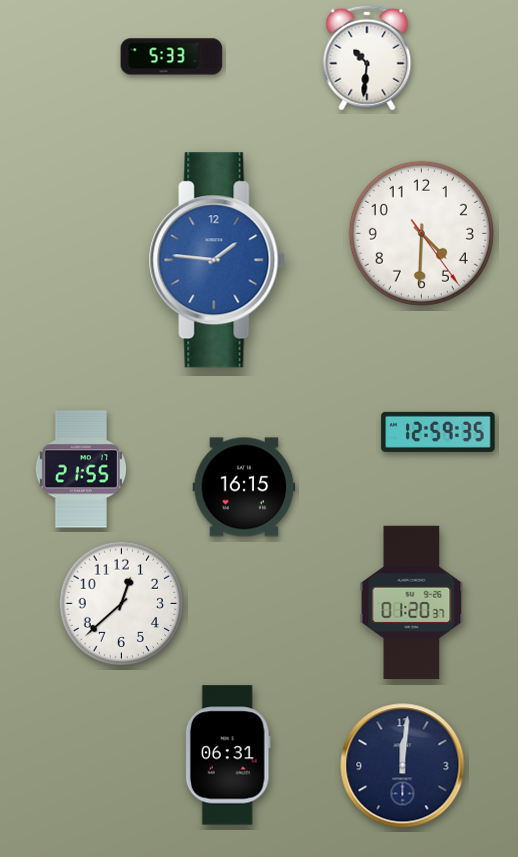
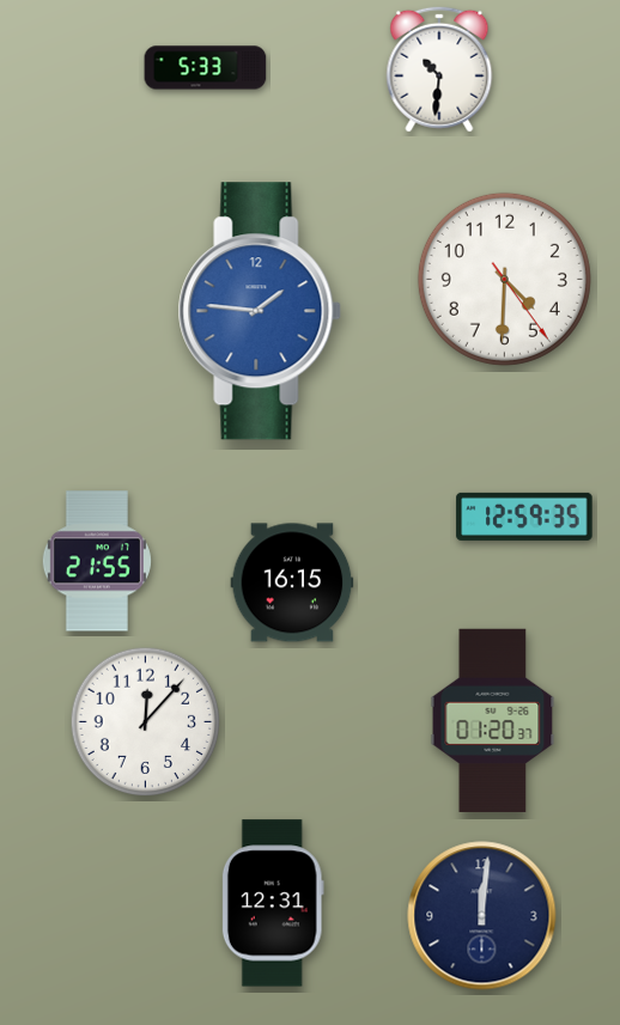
clock at (122, 604): 12:38 -> 12:07
clock at (228, 755): 06:31 -> 12:31
